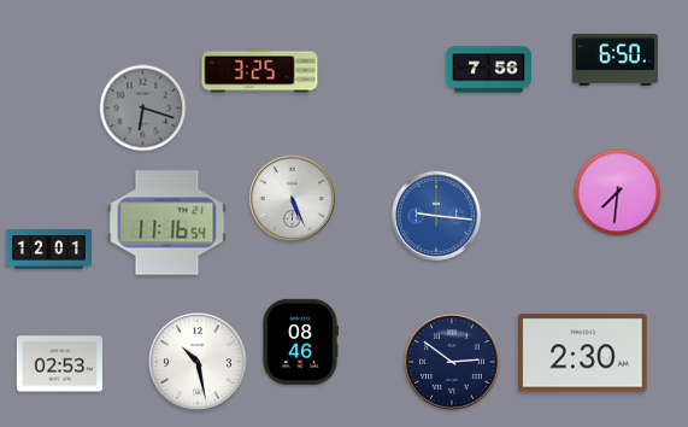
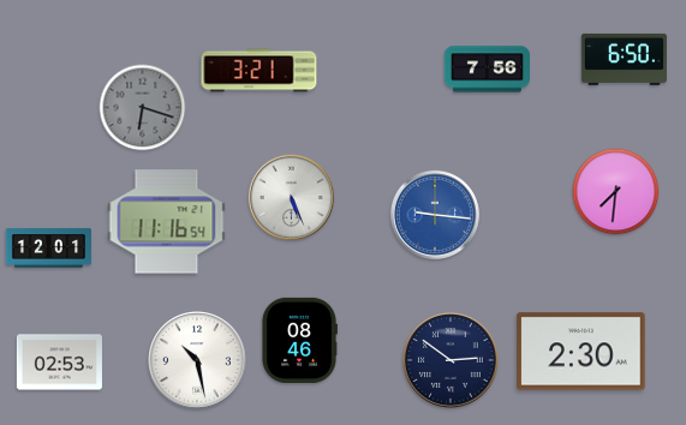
clock at (615, 59) position: (615, 59) -> (624, 59)
clock at (260, 71): 3:25 -> 3:21
